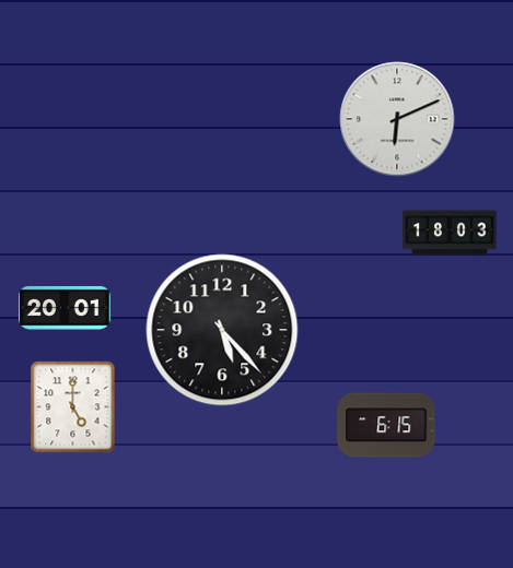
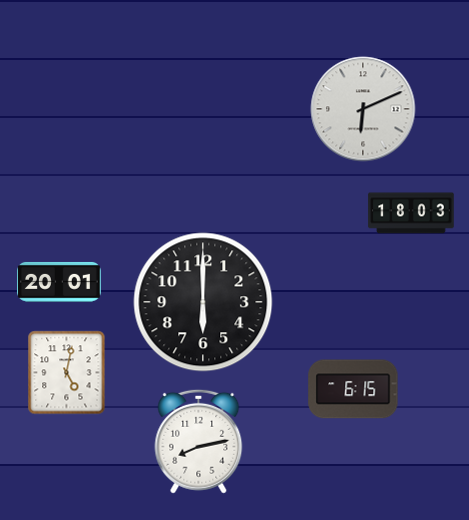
clock at (222, 330): 5:23 -> 6:00
clock at (73, 407): 5:00 -> 5:02
clock at (199, 441): none -> 8:13
